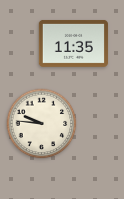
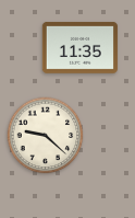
clock at (42, 124): 9:46 -> 9:22
